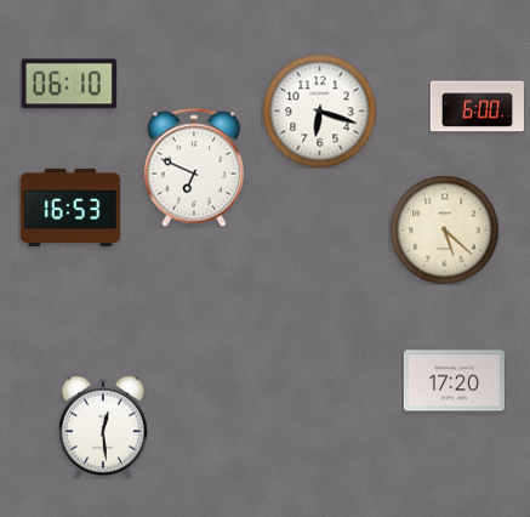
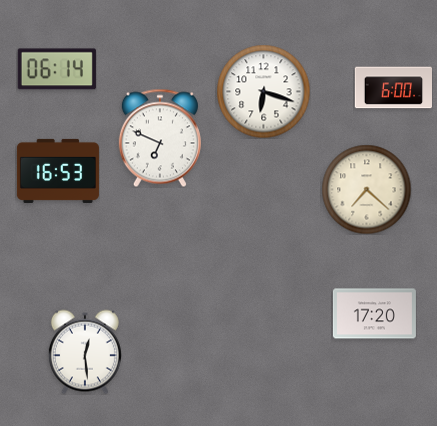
clock at (69, 84): 06:10 -> 06:14
clock at (444, 229): 5:22 -> 7:22
